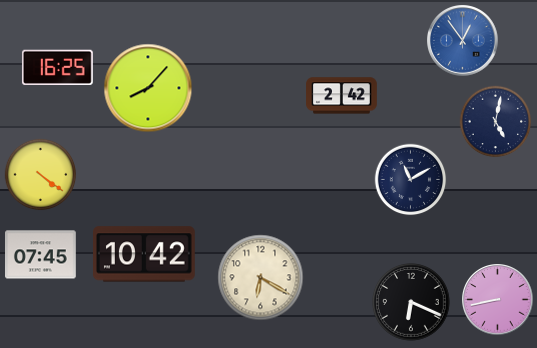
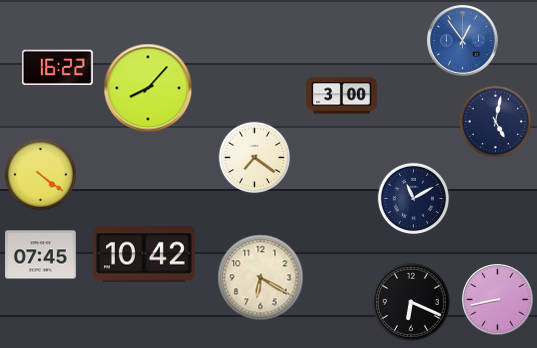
clock at (57, 67): 16:25 -> 16:22
clock at (342, 96): 2:42 -> 3:00
clock at (255, 158): none -> 7:21
clock at (411, 180) position: (411, 180) -> (414, 199)
